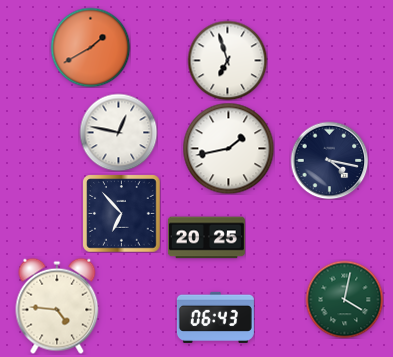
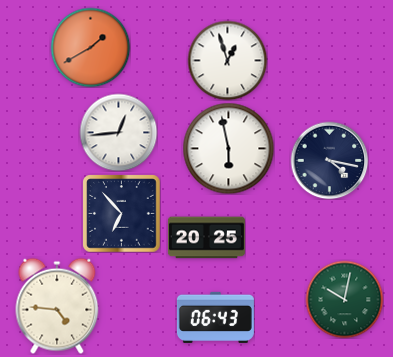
clock at (227, 60): 6:57 -> 12:57
clock at (118, 132): 12:47 -> 12:44
clock at (228, 148): 1:43 -> 5:58
clock at (344, 299): 4:02 -> 10:02
